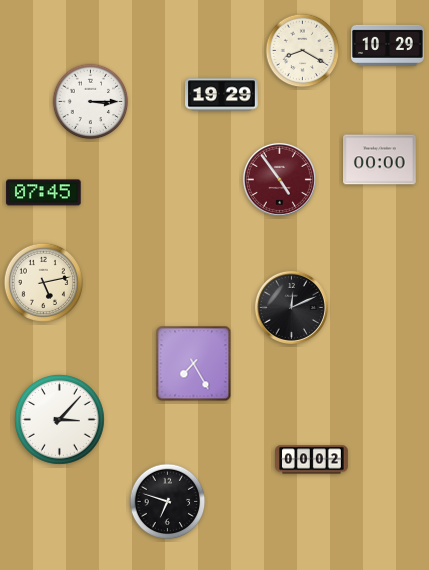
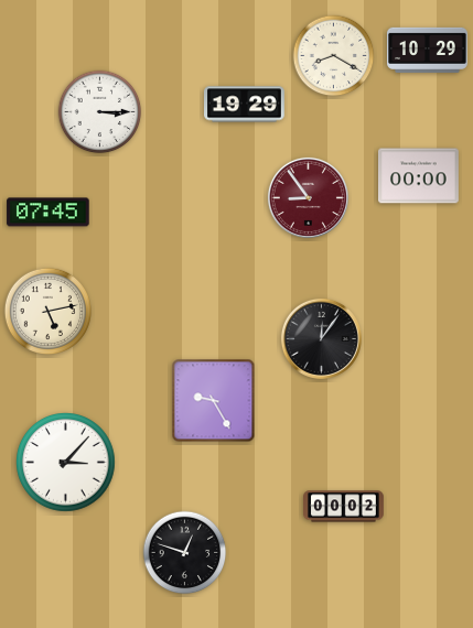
clock at (279, 179): 4:54 -> 8:54
clock at (291, 307): 12:11 -> 12:06
clock at (194, 364): 7:25 -> 9:25
clock at (168, 502): 6:48 -> 12:48
